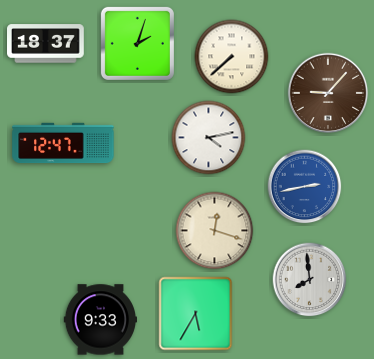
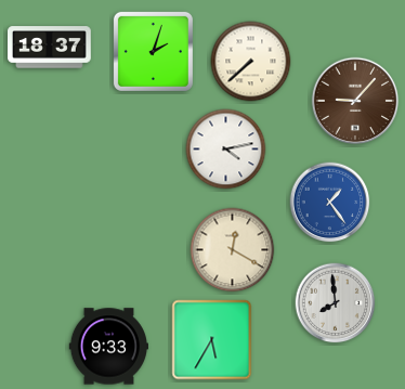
clock at (137, 43) position: (137, 43) -> (153, 51)
clock at (63, 143): 12:47 -> none
clock at (305, 187): 2:43 -> 1:24
clock at (215, 231): 12:18 -> 12:20
